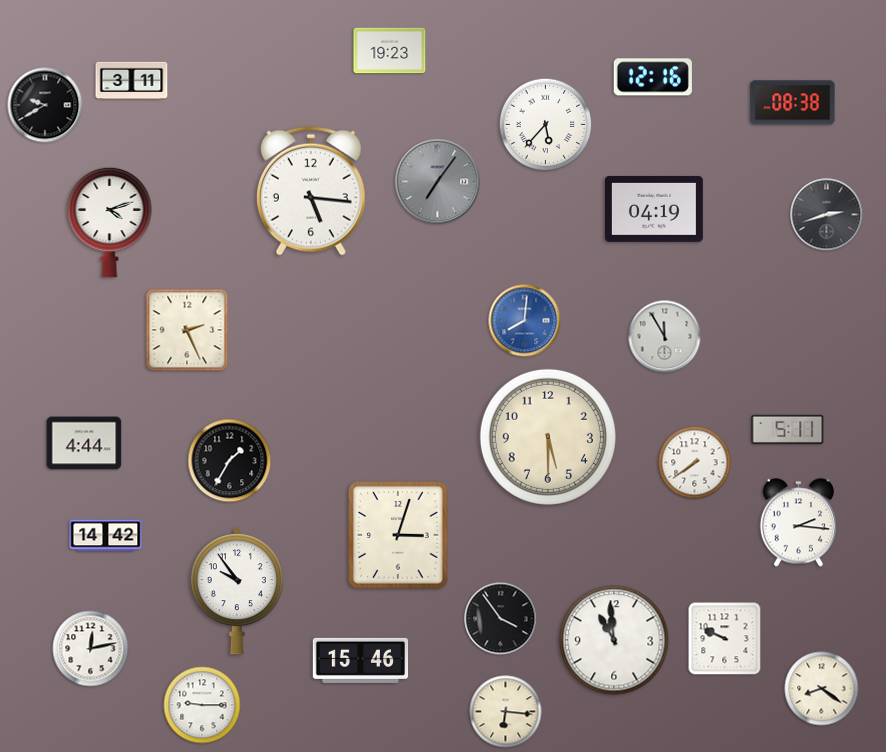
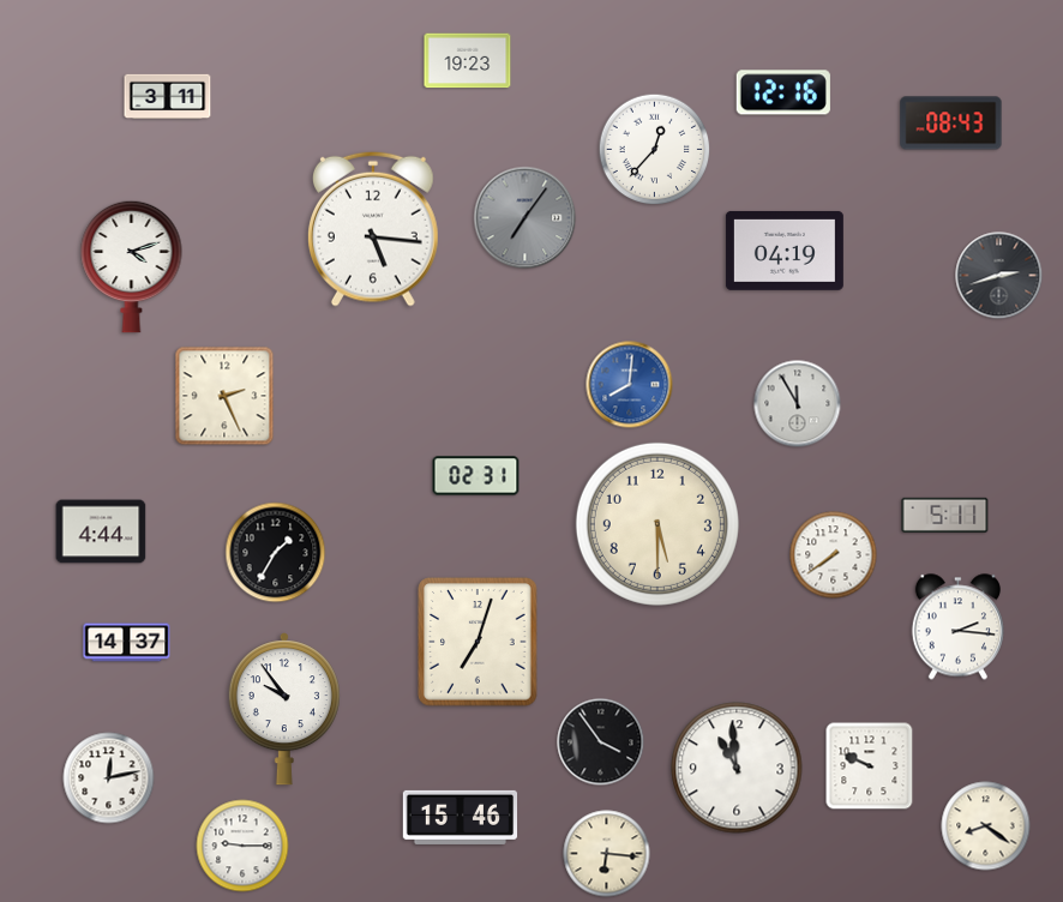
clock at (132, 81) position: (132, 81) -> (168, 97)
clock at (793, 103): 08:38 -> 08:43
clock at (45, 105): 9:40 -> none
clock at (546, 125): 5:37 -> 12:37
clock at (827, 215) position: (827, 215) -> (999, 276)
clock at (476, 476): none -> 02:31
clock at (398, 535): 3:03 -> 7:03
clock at (106, 536): 14:42 -> 14:37
clock at (361, 660) position: (361, 660) -> (461, 817)
